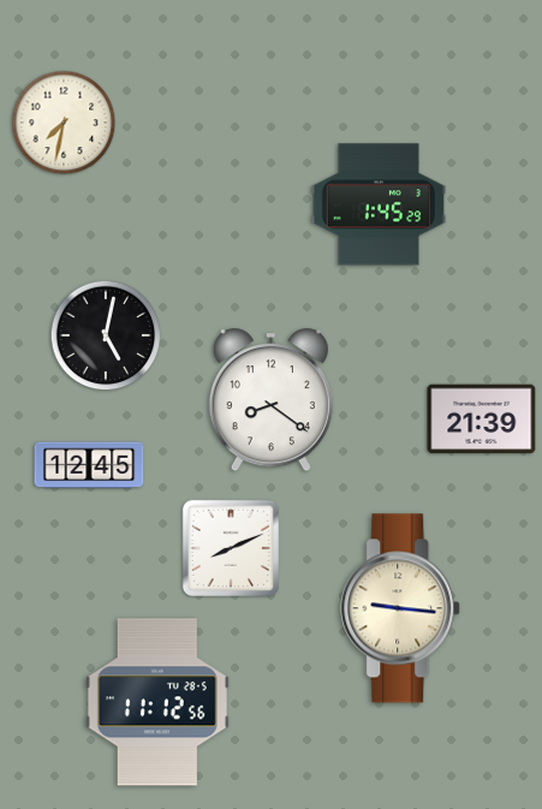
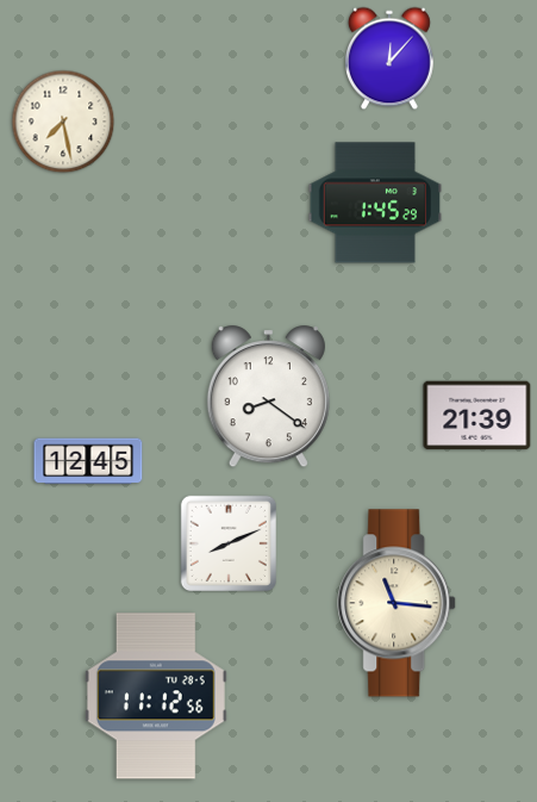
clock at (391, 58): none -> 12:07
clock at (64, 123): 7:32 -> 7:28
clock at (106, 335): 5:02 -> none
clock at (401, 608): 9:16 -> 11:16
